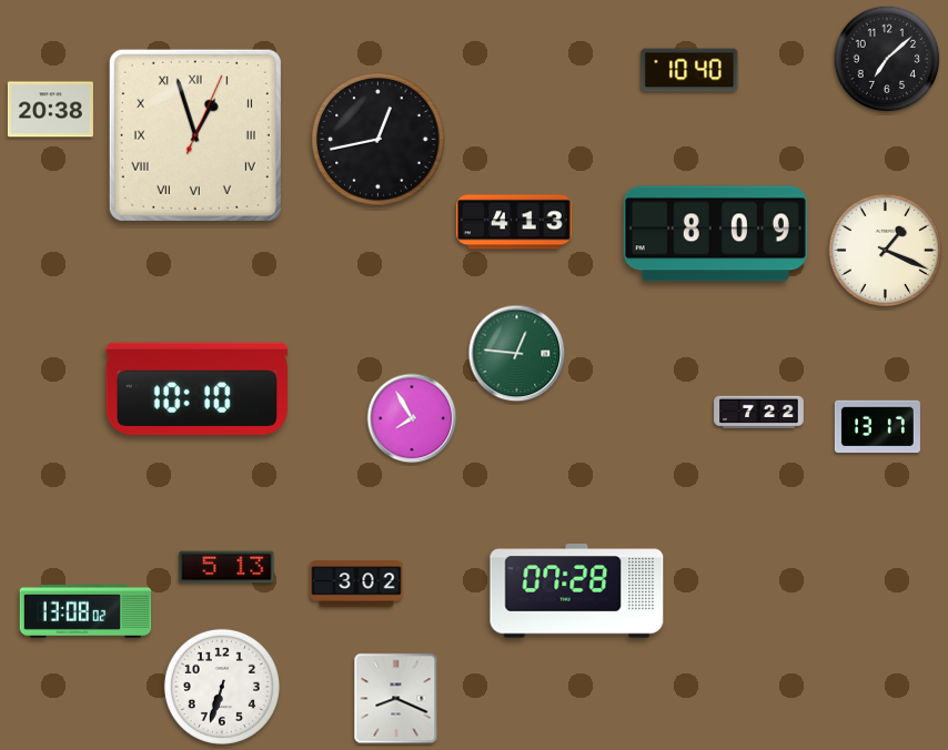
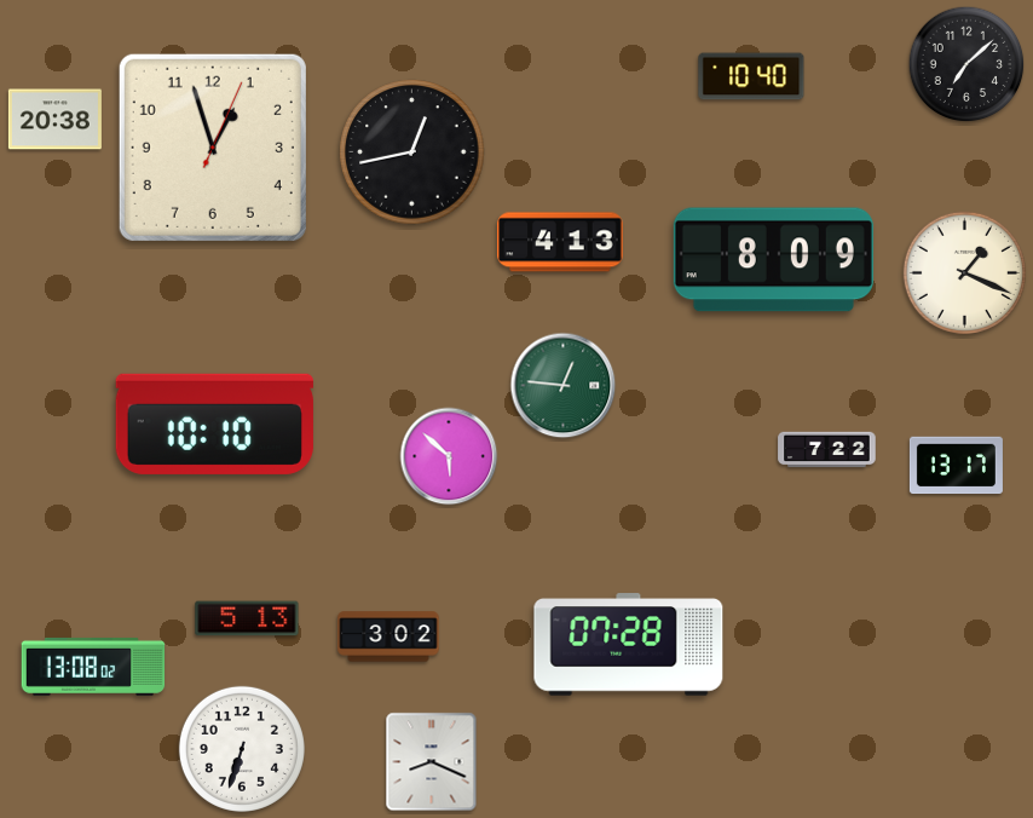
clock at (195, 135) numerals: Roman -> Arabic
clock at (715, 234) position: (715, 234) -> (773, 260)
clock at (412, 418): 7:55 -> 5:52
